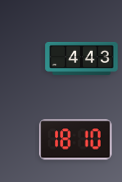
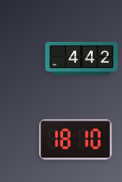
clock at (82, 58): 4:43 -> 4:42
